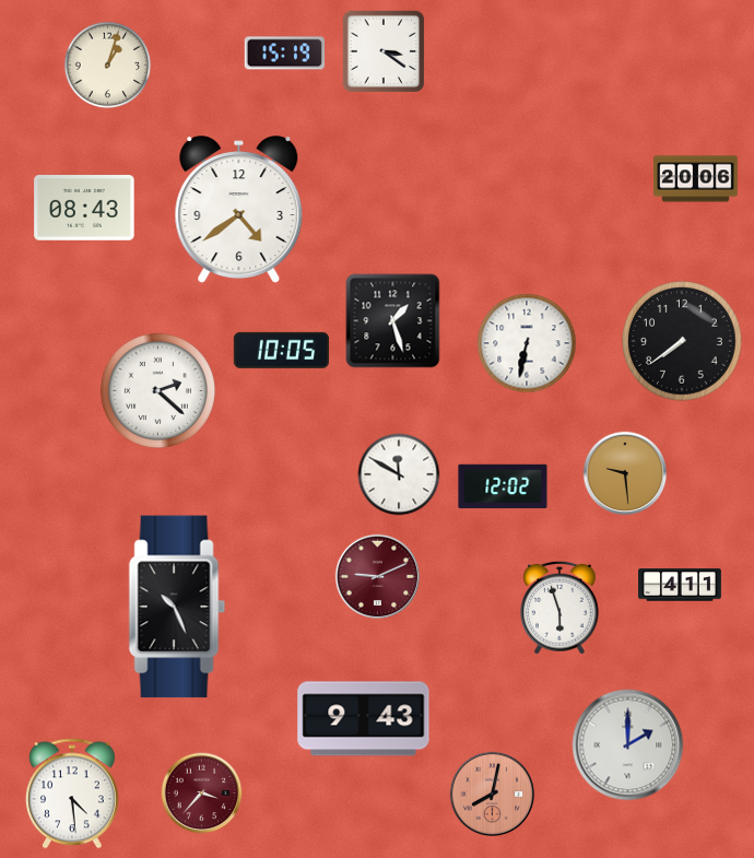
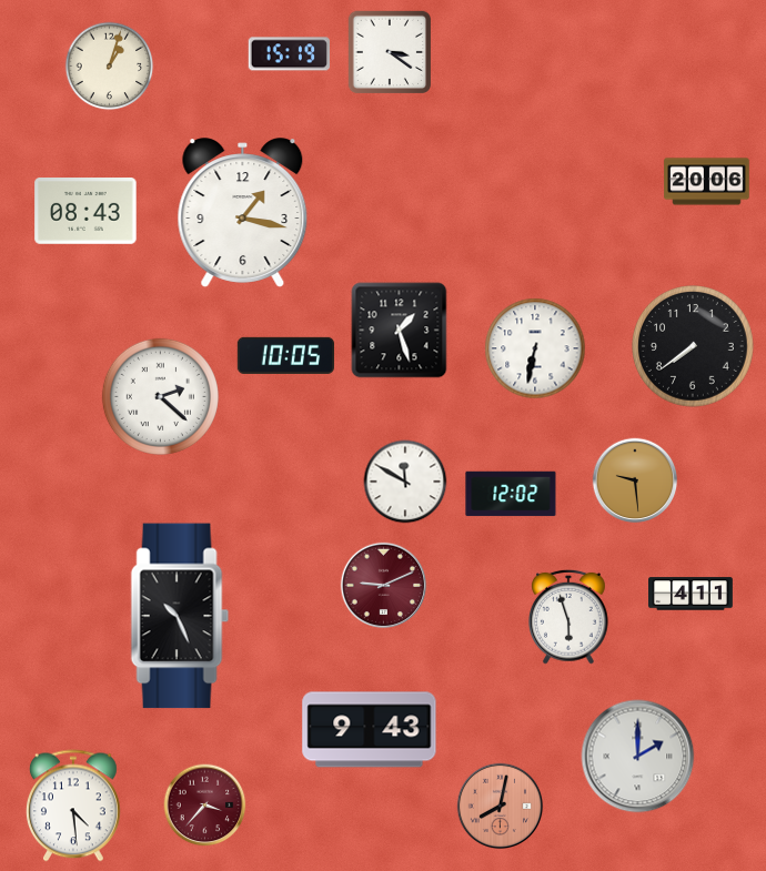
clock at (239, 210): 4:39 -> 1:17
clock at (393, 321) position: (393, 321) -> (400, 331)
